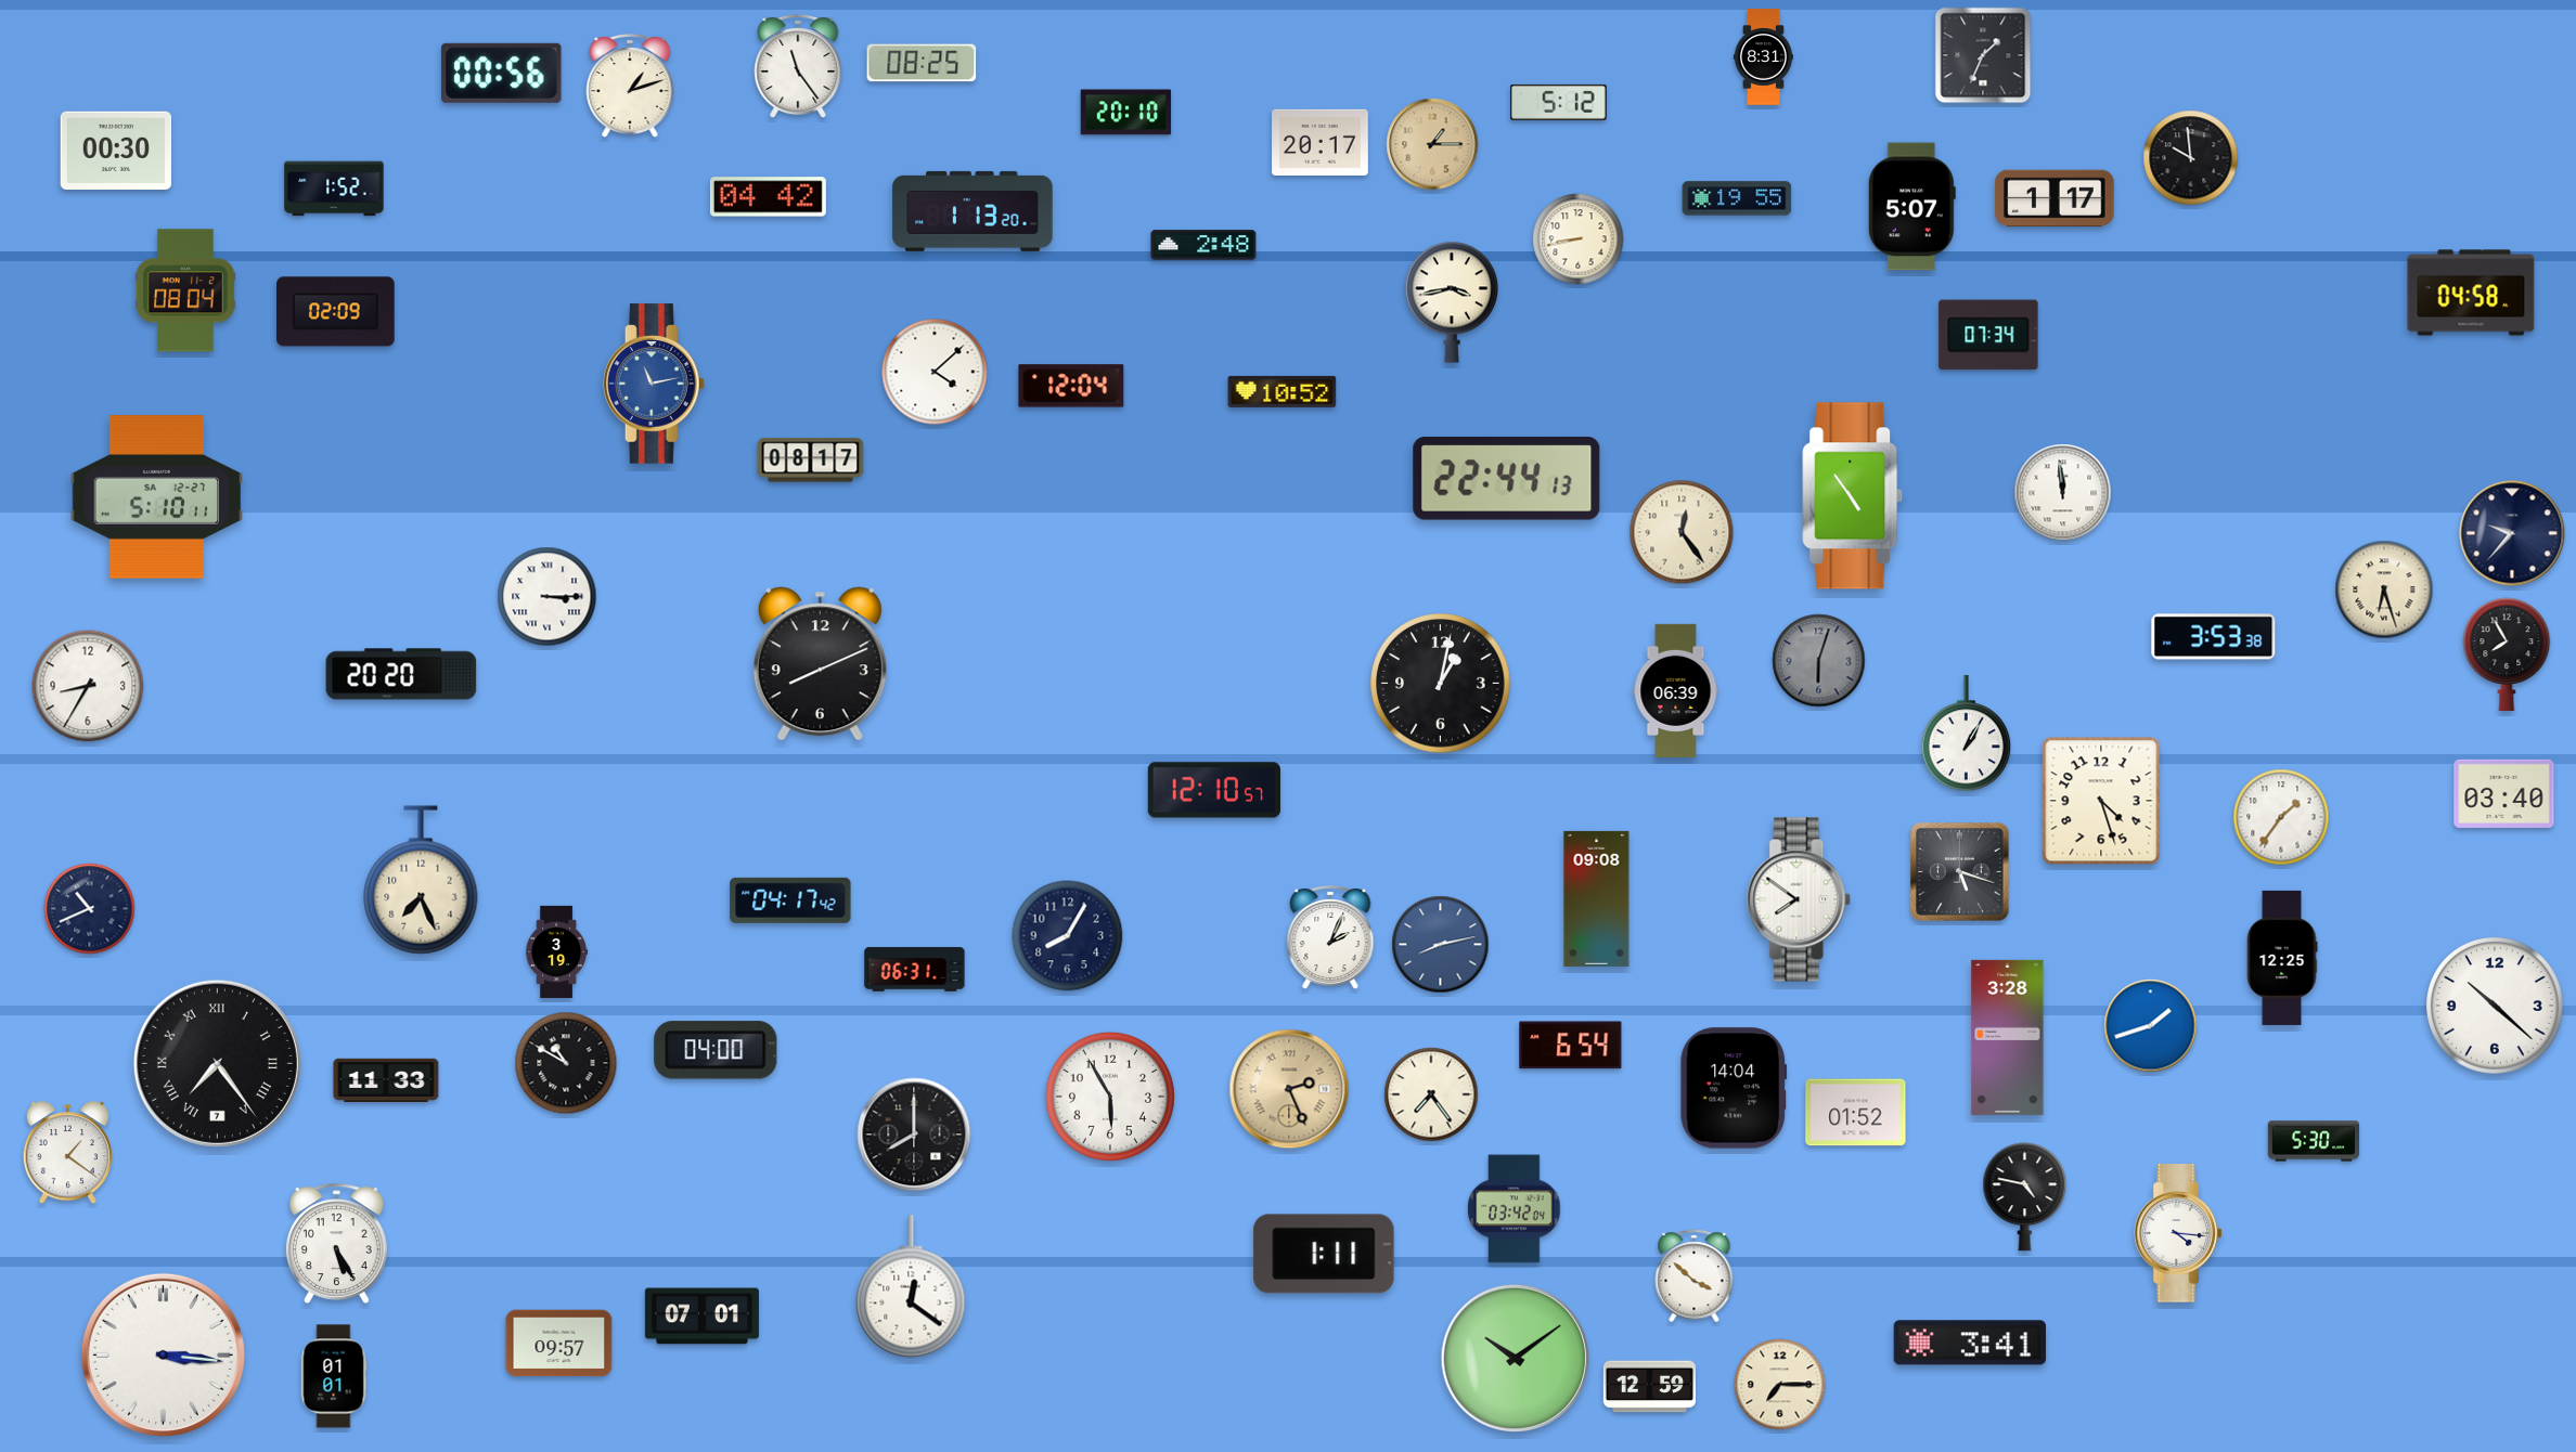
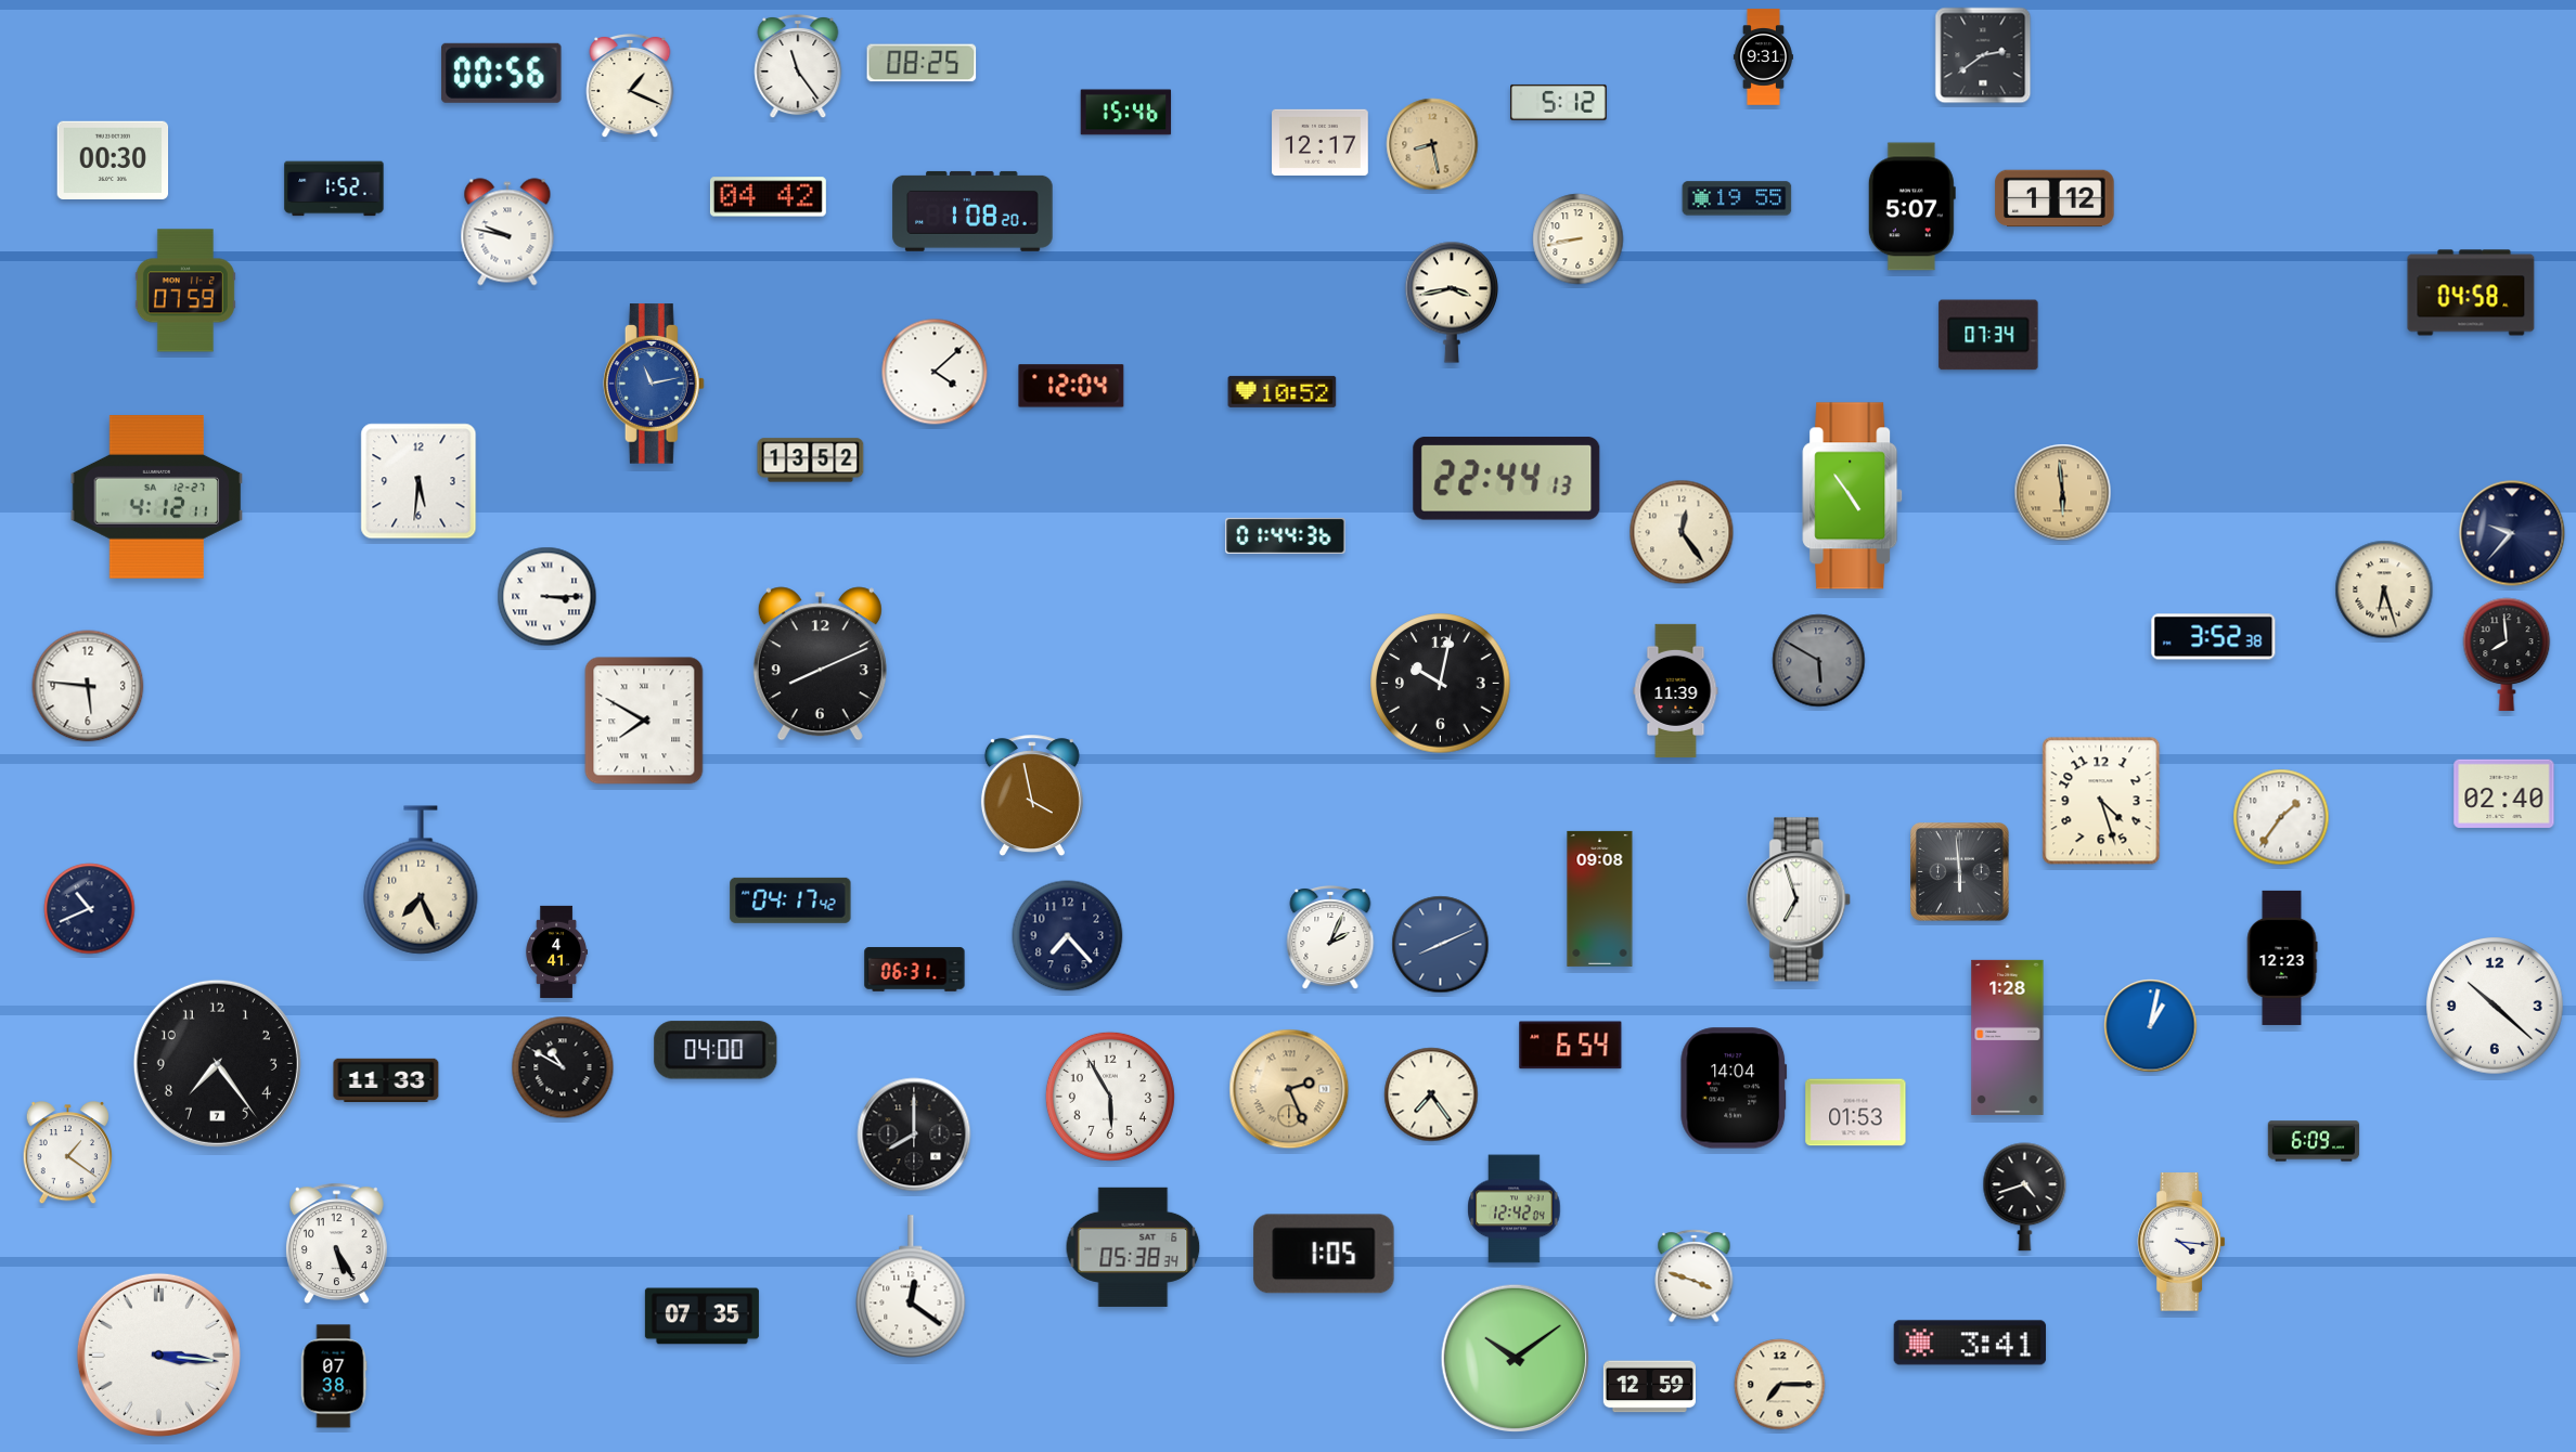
clock at (1983, 55): 1:34 -> 2:39
clock at (1763, 57): 8:31 -> 9:31
clock at (630, 86): 1:12 -> 1:19
clock at (1126, 113): 20:10 -> 15:46
clock at (1321, 142): 20:17 -> 12:17
clock at (1432, 144): 1:15 -> 8:28
clock at (116, 150) position: (116, 150) -> (113, 159)
clock at (2191, 158): 9:59 -> none
clock at (2055, 198): 1:17 -> 1:12
clock at (973, 211): 1:13 -> 1:08
clock at (507, 232): none -> 9:47
clock at (1203, 245): 2:48 -> none
clock at (185, 290): 08:04 -> 07:59
clock at (336, 312): 02:09 -> none
clock at (811, 461): 08:17 -> 13:52
clock at (418, 481): none -> 5:31
clock at (2063, 493): 11:59 -> 5:59
clock at (2063, 493) dial: white -> champagne
clock at (157, 497): 5:10 -> 4:12
clock at (1286, 535): none -> 01:44
clock at (2214, 637): 3:53 -> 3:52
clock at (2507, 654): 7:55 -> 7:59
clock at (1819, 661): 6:03 -> 5:50
clock at (401, 674): 20:20 -> none
clock at (1441, 684): 1:02 -> 10:02
clock at (88, 686): 8:35 -> 5:46
clock at (1676, 690): 06:39 -> 11:39
clock at (644, 721): none -> 7:50
clock at (1967, 734): 1:05 -> none
clock at (1213, 790): 12:10 -> none
clock at (2504, 793): 03:40 -> 02:40
clock at (1032, 796): none -> 3:58
clock at (1960, 872): 5:18 -> 5:59
clock at (1597, 898) position: (1597, 898) -> (1600, 898)
clock at (1800, 899): 7:51 -> 6:57
clock at (1068, 936): 8:05 -> 7:23
clock at (1441, 945): 8:13 -> 8:11
clock at (557, 951): 3:19 -> 4:41
clock at (2282, 958): 12:25 -> 12:23
clock at (2151, 1026): 1:42 -> 1:02
clock at (2008, 1037): 3:28 -> 1:28
clock at (217, 1063) numerals: Roman -> Arabic
clock at (566, 1063) position: (566, 1063) -> (563, 1067)
clock at (1856, 1113): 01:52 -> 01:53
clock at (2314, 1141): 5:30 -> 6:09
clock at (2025, 1197): 4:47 -> 4:42
clock at (1515, 1209): 03:42 -> 12:42
clock at (2178, 1233) position: (2178, 1233) -> (2181, 1242)
clock at (1133, 1247): none -> 05:38
clock at (1324, 1254): 1:11 -> 1:05
clock at (1695, 1276): 3:52 -> 3:48
clock at (701, 1317): 07:01 -> 07:35
clock at (559, 1344): 09:57 -> none
clock at (163, 1354) position: (163, 1354) -> (158, 1354)
clock at (334, 1376): 01:01 -> 07:38
